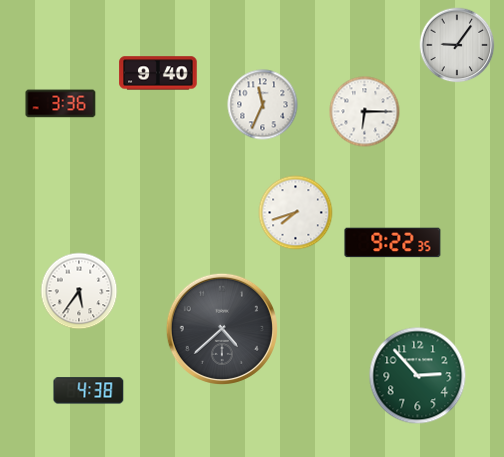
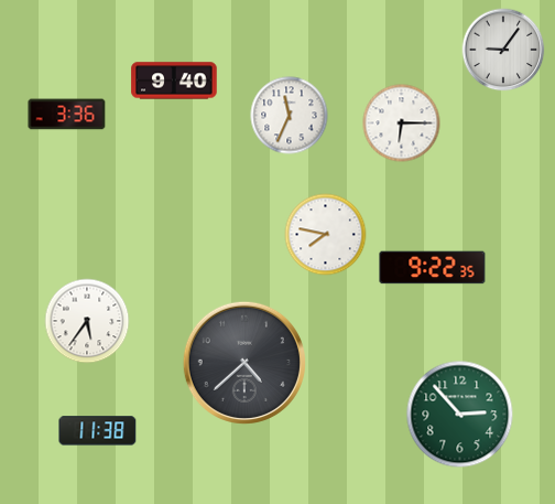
clock at (296, 213): 7:42 -> 7:47
clock at (89, 391): 4:38 -> 11:38
